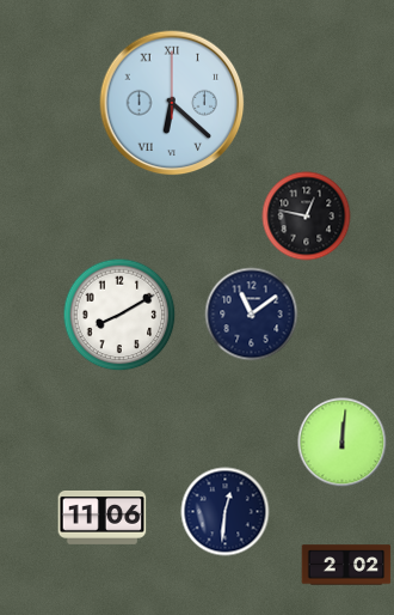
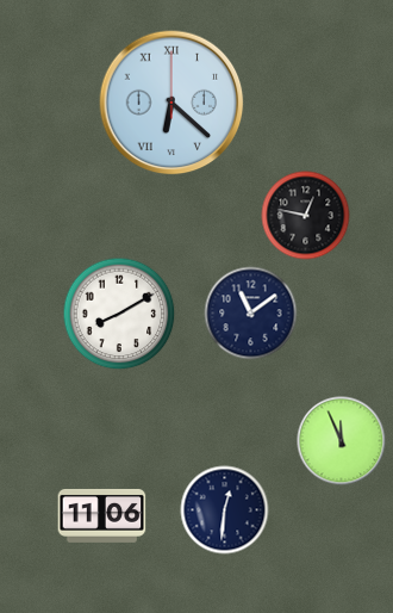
clock at (343, 443): 12:01 -> 11:56
clock at (346, 565): 2:02 -> none
